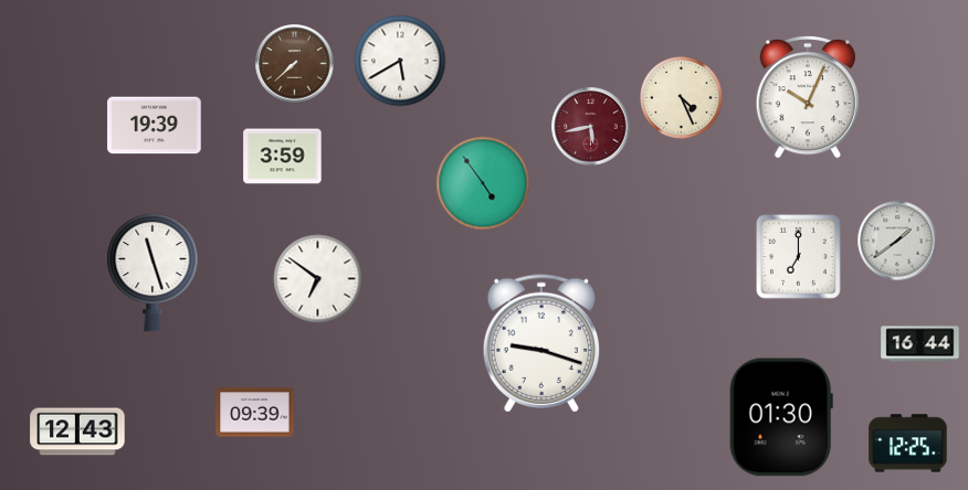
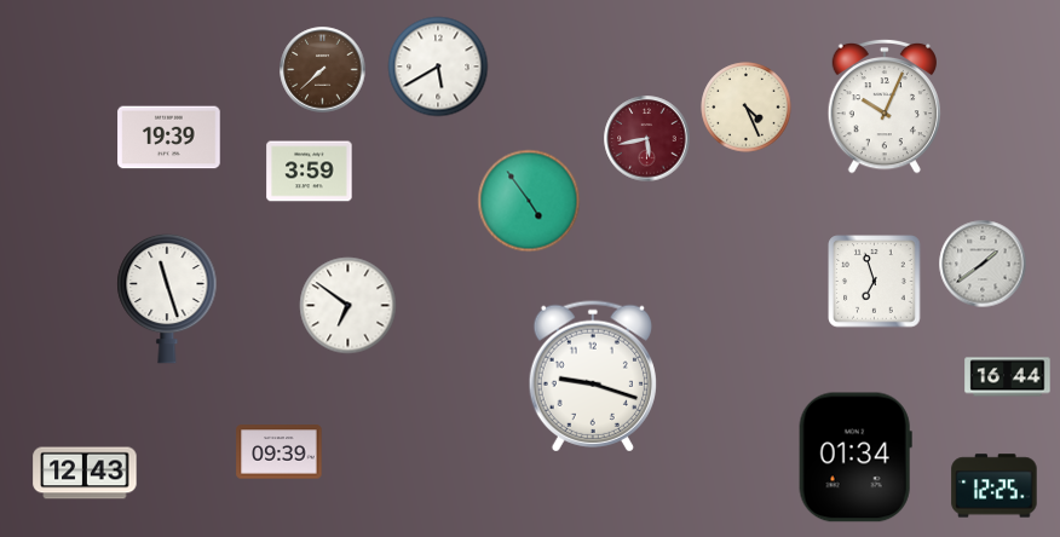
clock at (799, 257): 7:00 -> 6:57
clock at (781, 417): 01:30 -> 01:34
